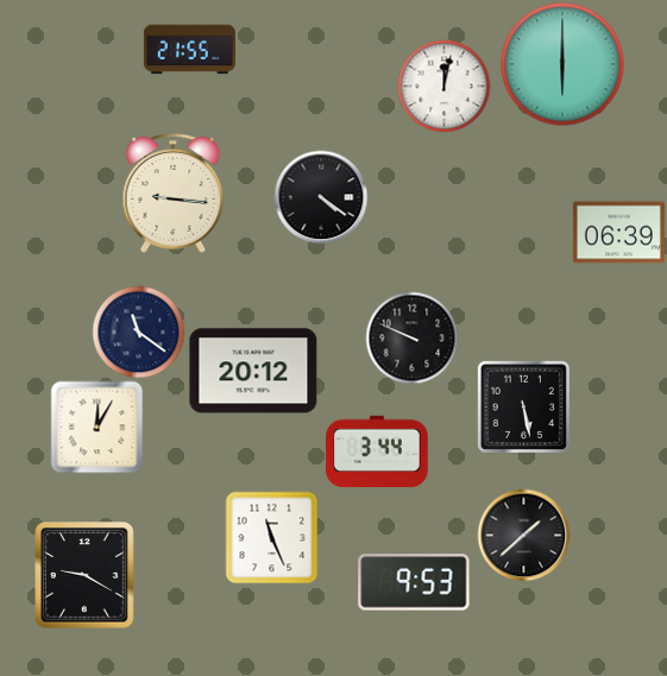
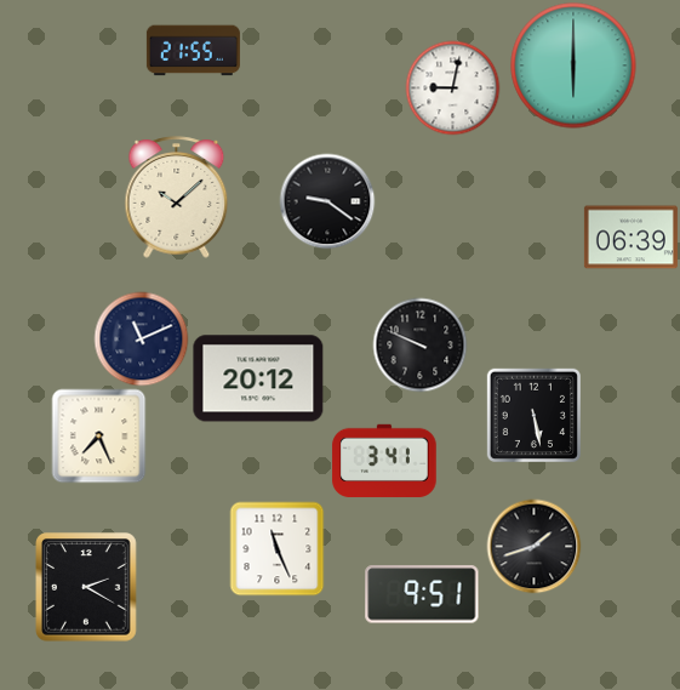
clock at (443, 86): 12:02 -> 9:02
clock at (174, 194): 9:16 -> 10:08
clock at (321, 197): 4:21 -> 9:21
clock at (138, 331): 11:21 -> 11:11
clock at (96, 427): 12:05 -> 7:26
clock at (377, 451): 3:44 -> 3:41
clock at (523, 535): 1:38 -> 1:42
clock at (84, 575): 9:20 -> 2:20
clock at (414, 582): 9:53 -> 9:51
